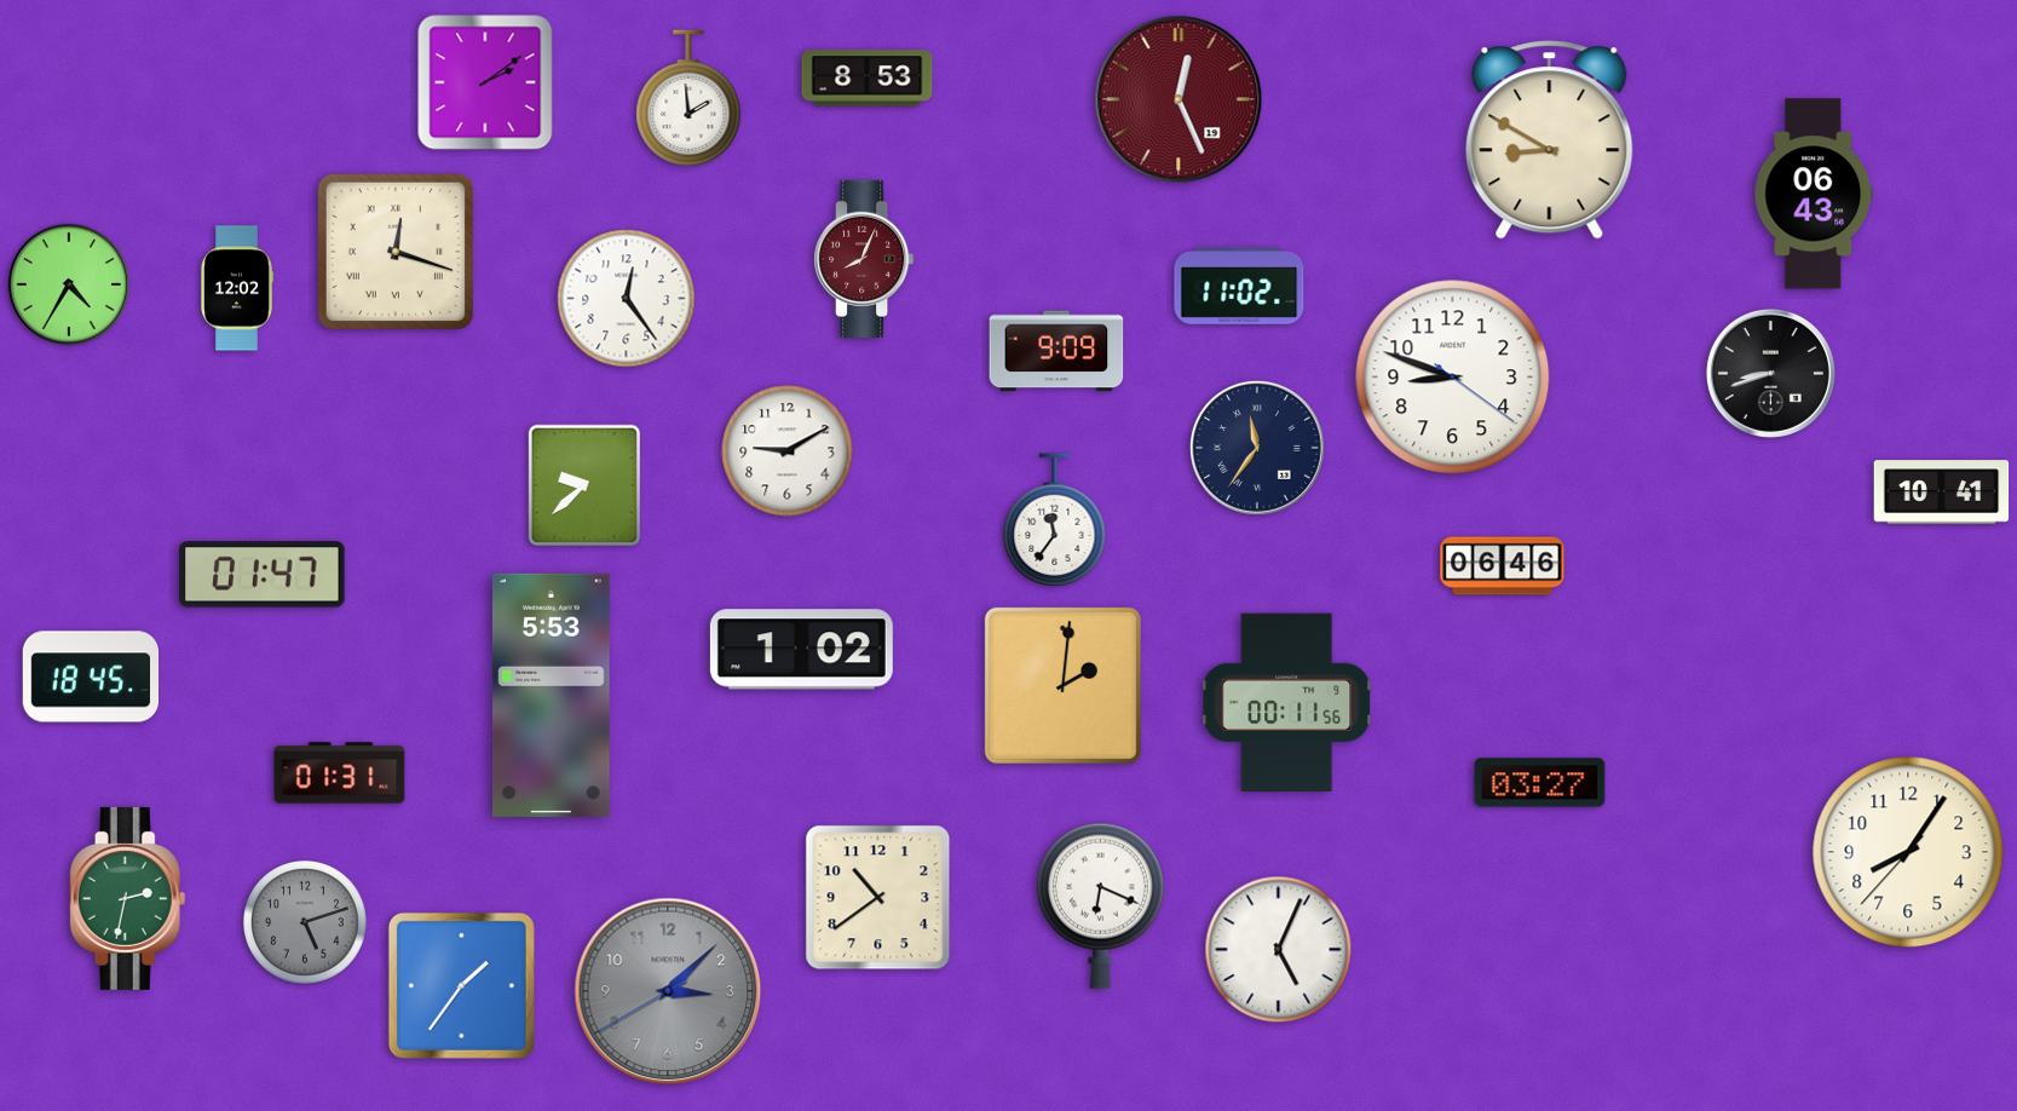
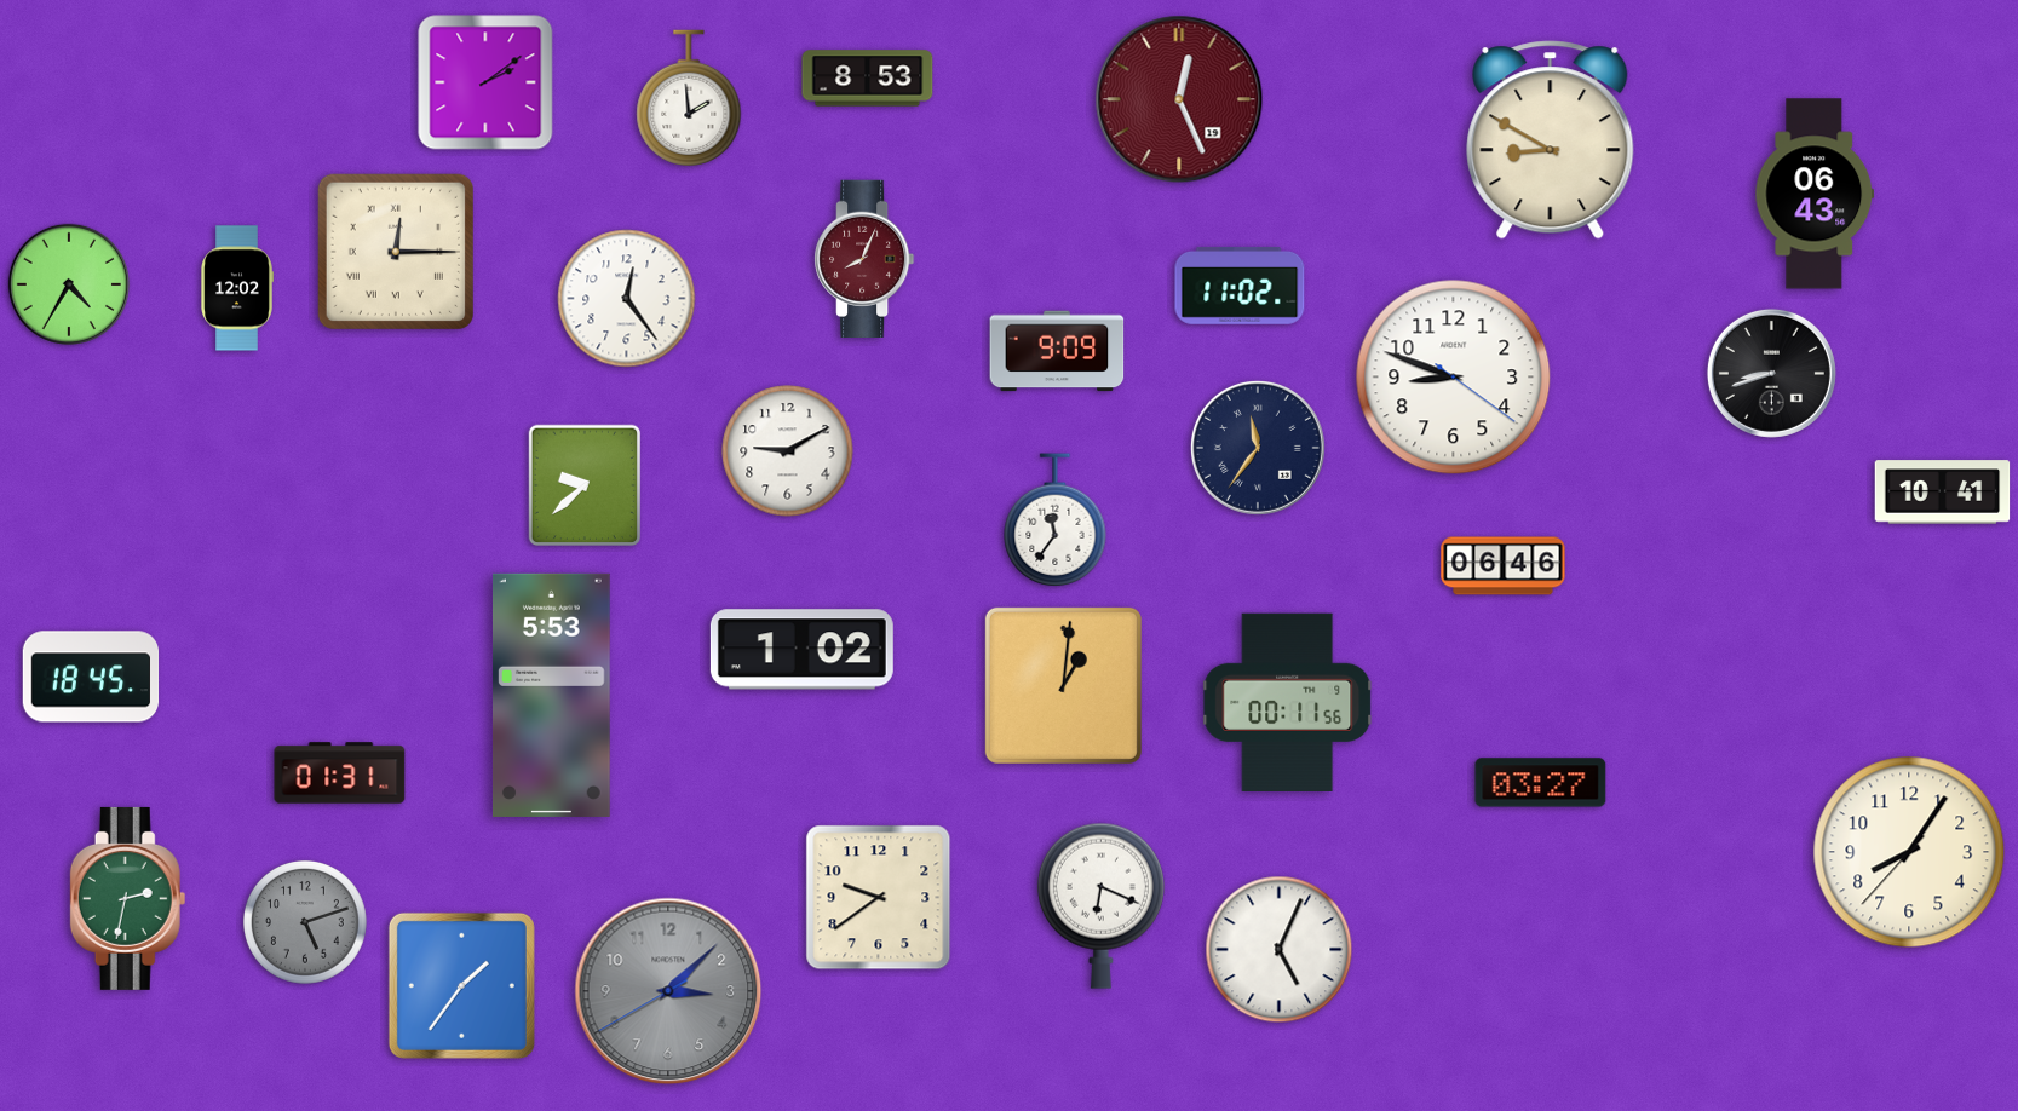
clock at (396, 252): 12:18 -> 12:15
clock at (263, 575): 01:47 -> none
clock at (1062, 685): 2:01 -> 1:01
clock at (878, 898): 10:39 -> 9:39
